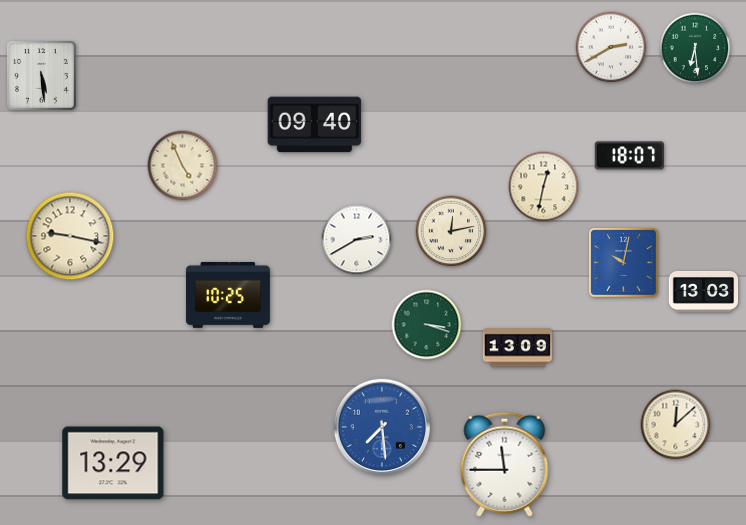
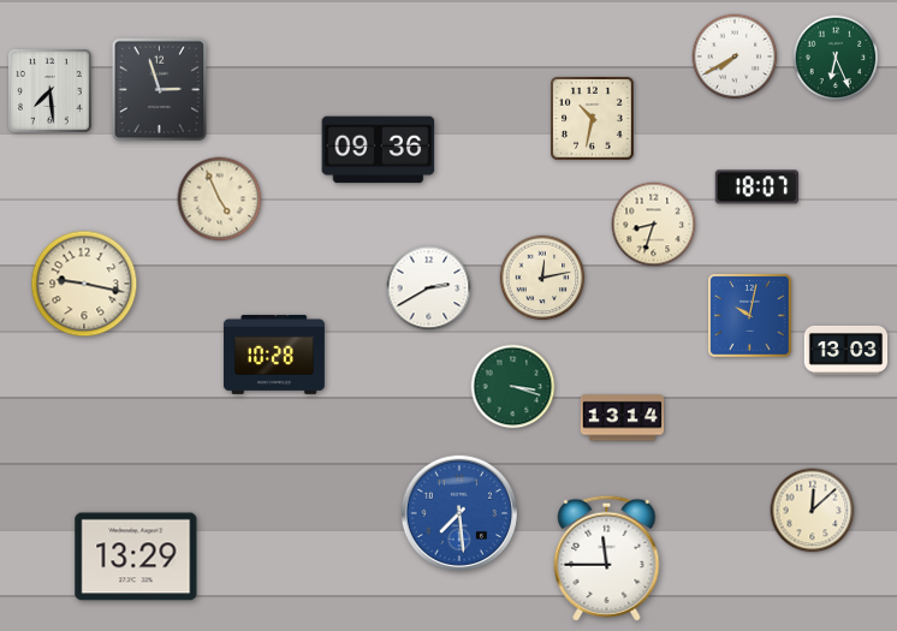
clock at (611, 47): 2:40 -> 7:40
clock at (695, 48): 6:29 -> 6:26
clock at (160, 90): none -> 2:57
clock at (42, 76): 5:29 -> 7:29
clock at (593, 119): none -> 10:32
clock at (315, 125): 09:40 -> 09:36
clock at (544, 187): 12:32 -> 8:33
clock at (228, 295): 10:25 -> 10:28
clock at (427, 325) position: (427, 325) -> (513, 387)
clock at (518, 348): 13:09 -> 13:14
